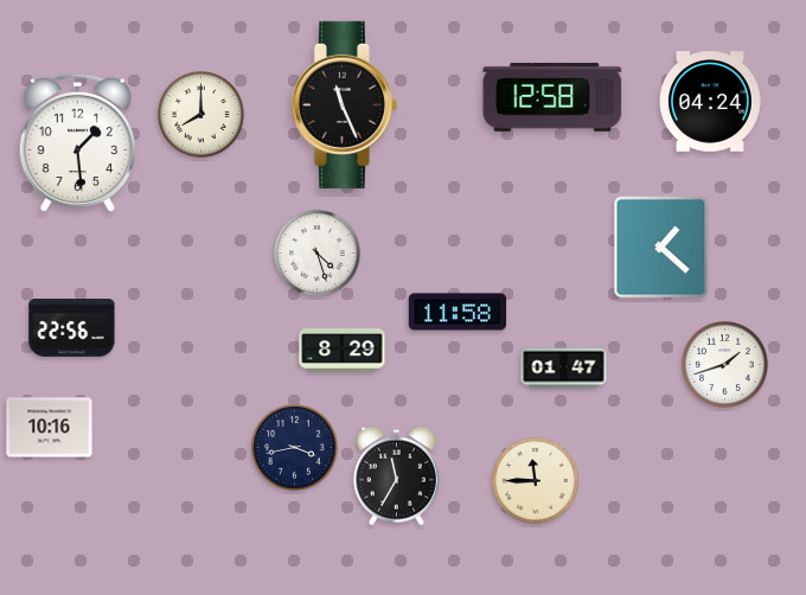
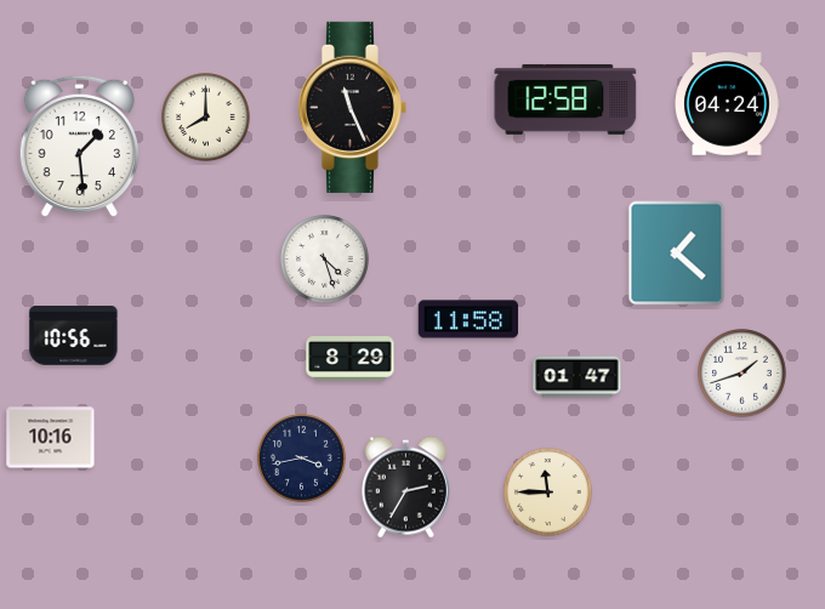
clock at (72, 328): 22:56 -> 10:56
clock at (396, 476): 11:35 -> 2:35
